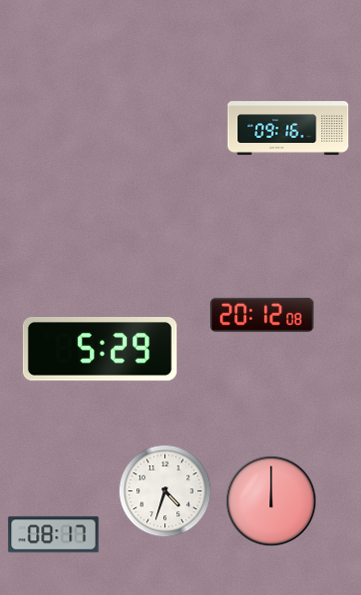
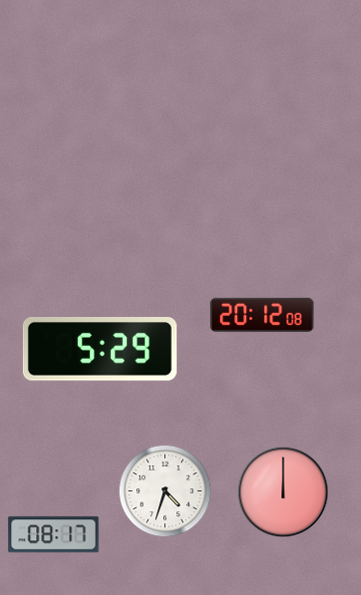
clock at (288, 128): 09:16 -> none
clock at (271, 501) position: (271, 501) -> (283, 492)
